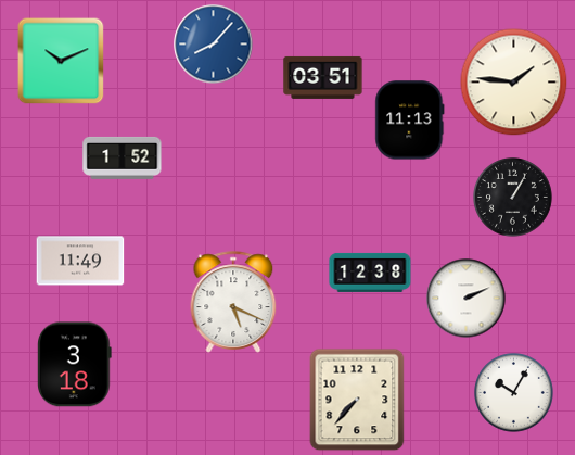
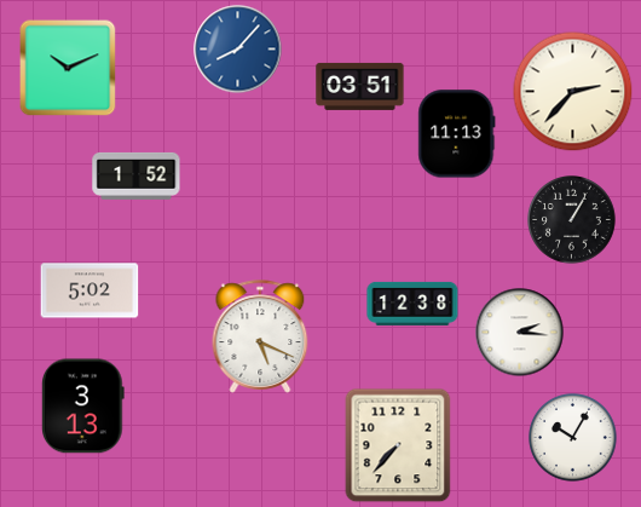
clock at (514, 83): 1:46 -> 2:37
clock at (80, 261): 11:49 -> 5:02
clock at (467, 299): 2:11 -> 2:16
clock at (75, 365): 3:18 -> 3:13
